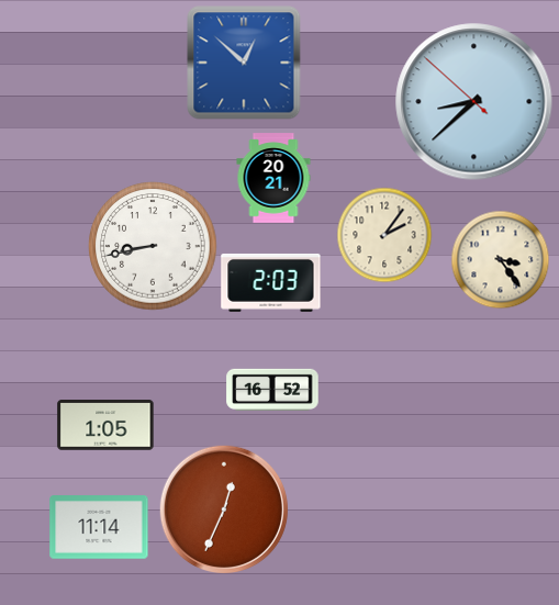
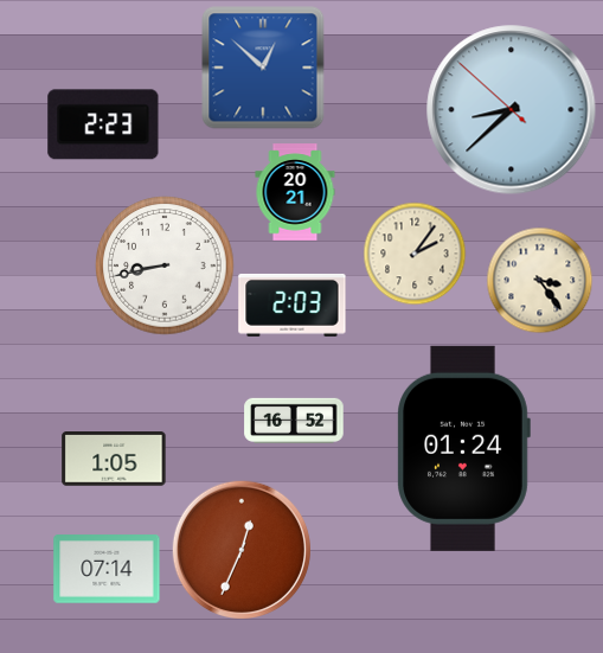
clock at (103, 124): none -> 2:23
clock at (463, 448): none -> 01:24
clock at (99, 527): 11:14 -> 07:14
